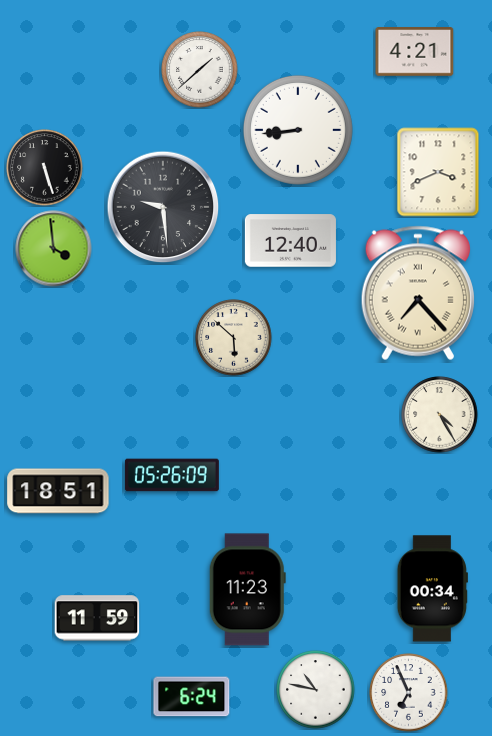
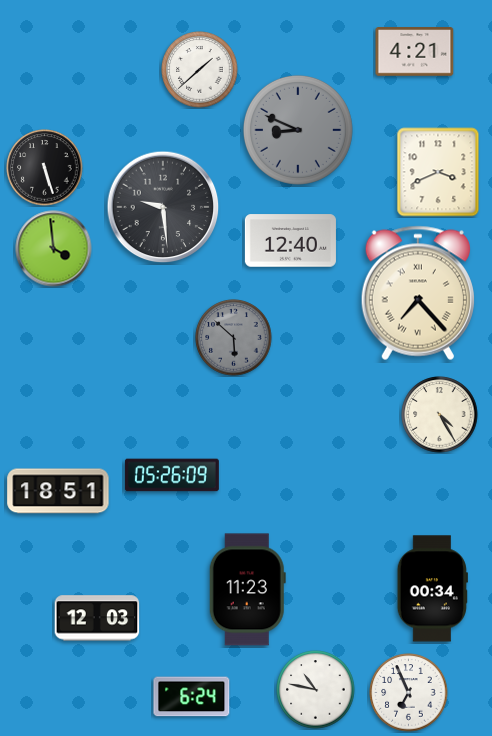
clock at (298, 130): 8:44 -> 8:49
clock at (298, 130) dial: white -> grey
clock at (234, 338) dial: cream -> grey
clock at (97, 618): 11:59 -> 12:03
